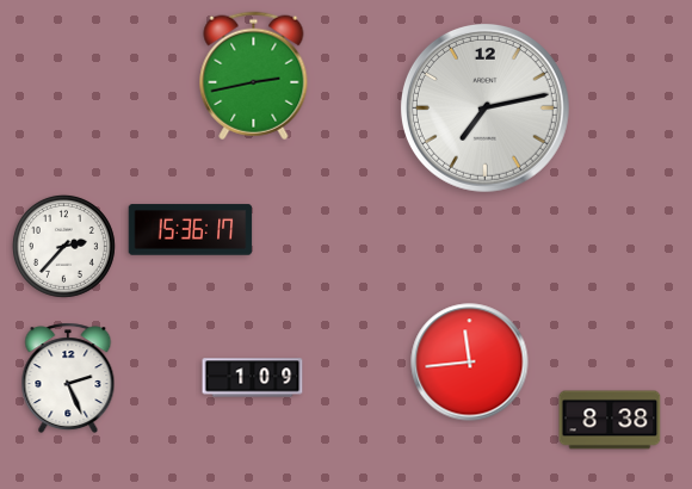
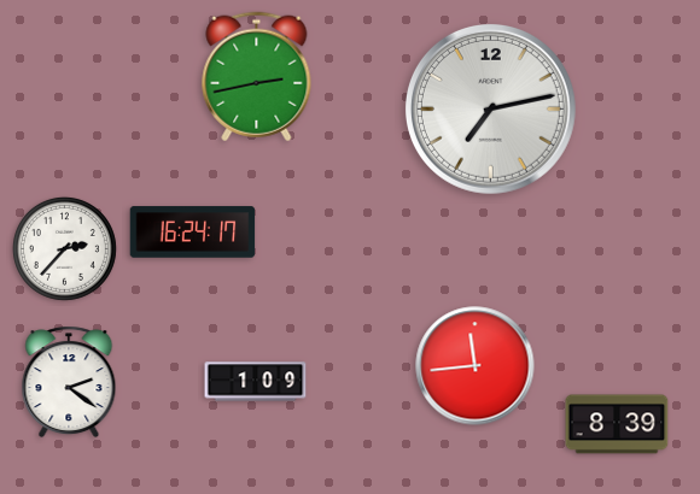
clock at (191, 230): 15:36 -> 16:24
clock at (68, 378): 2:26 -> 2:21
clock at (610, 420): 8:38 -> 8:39
